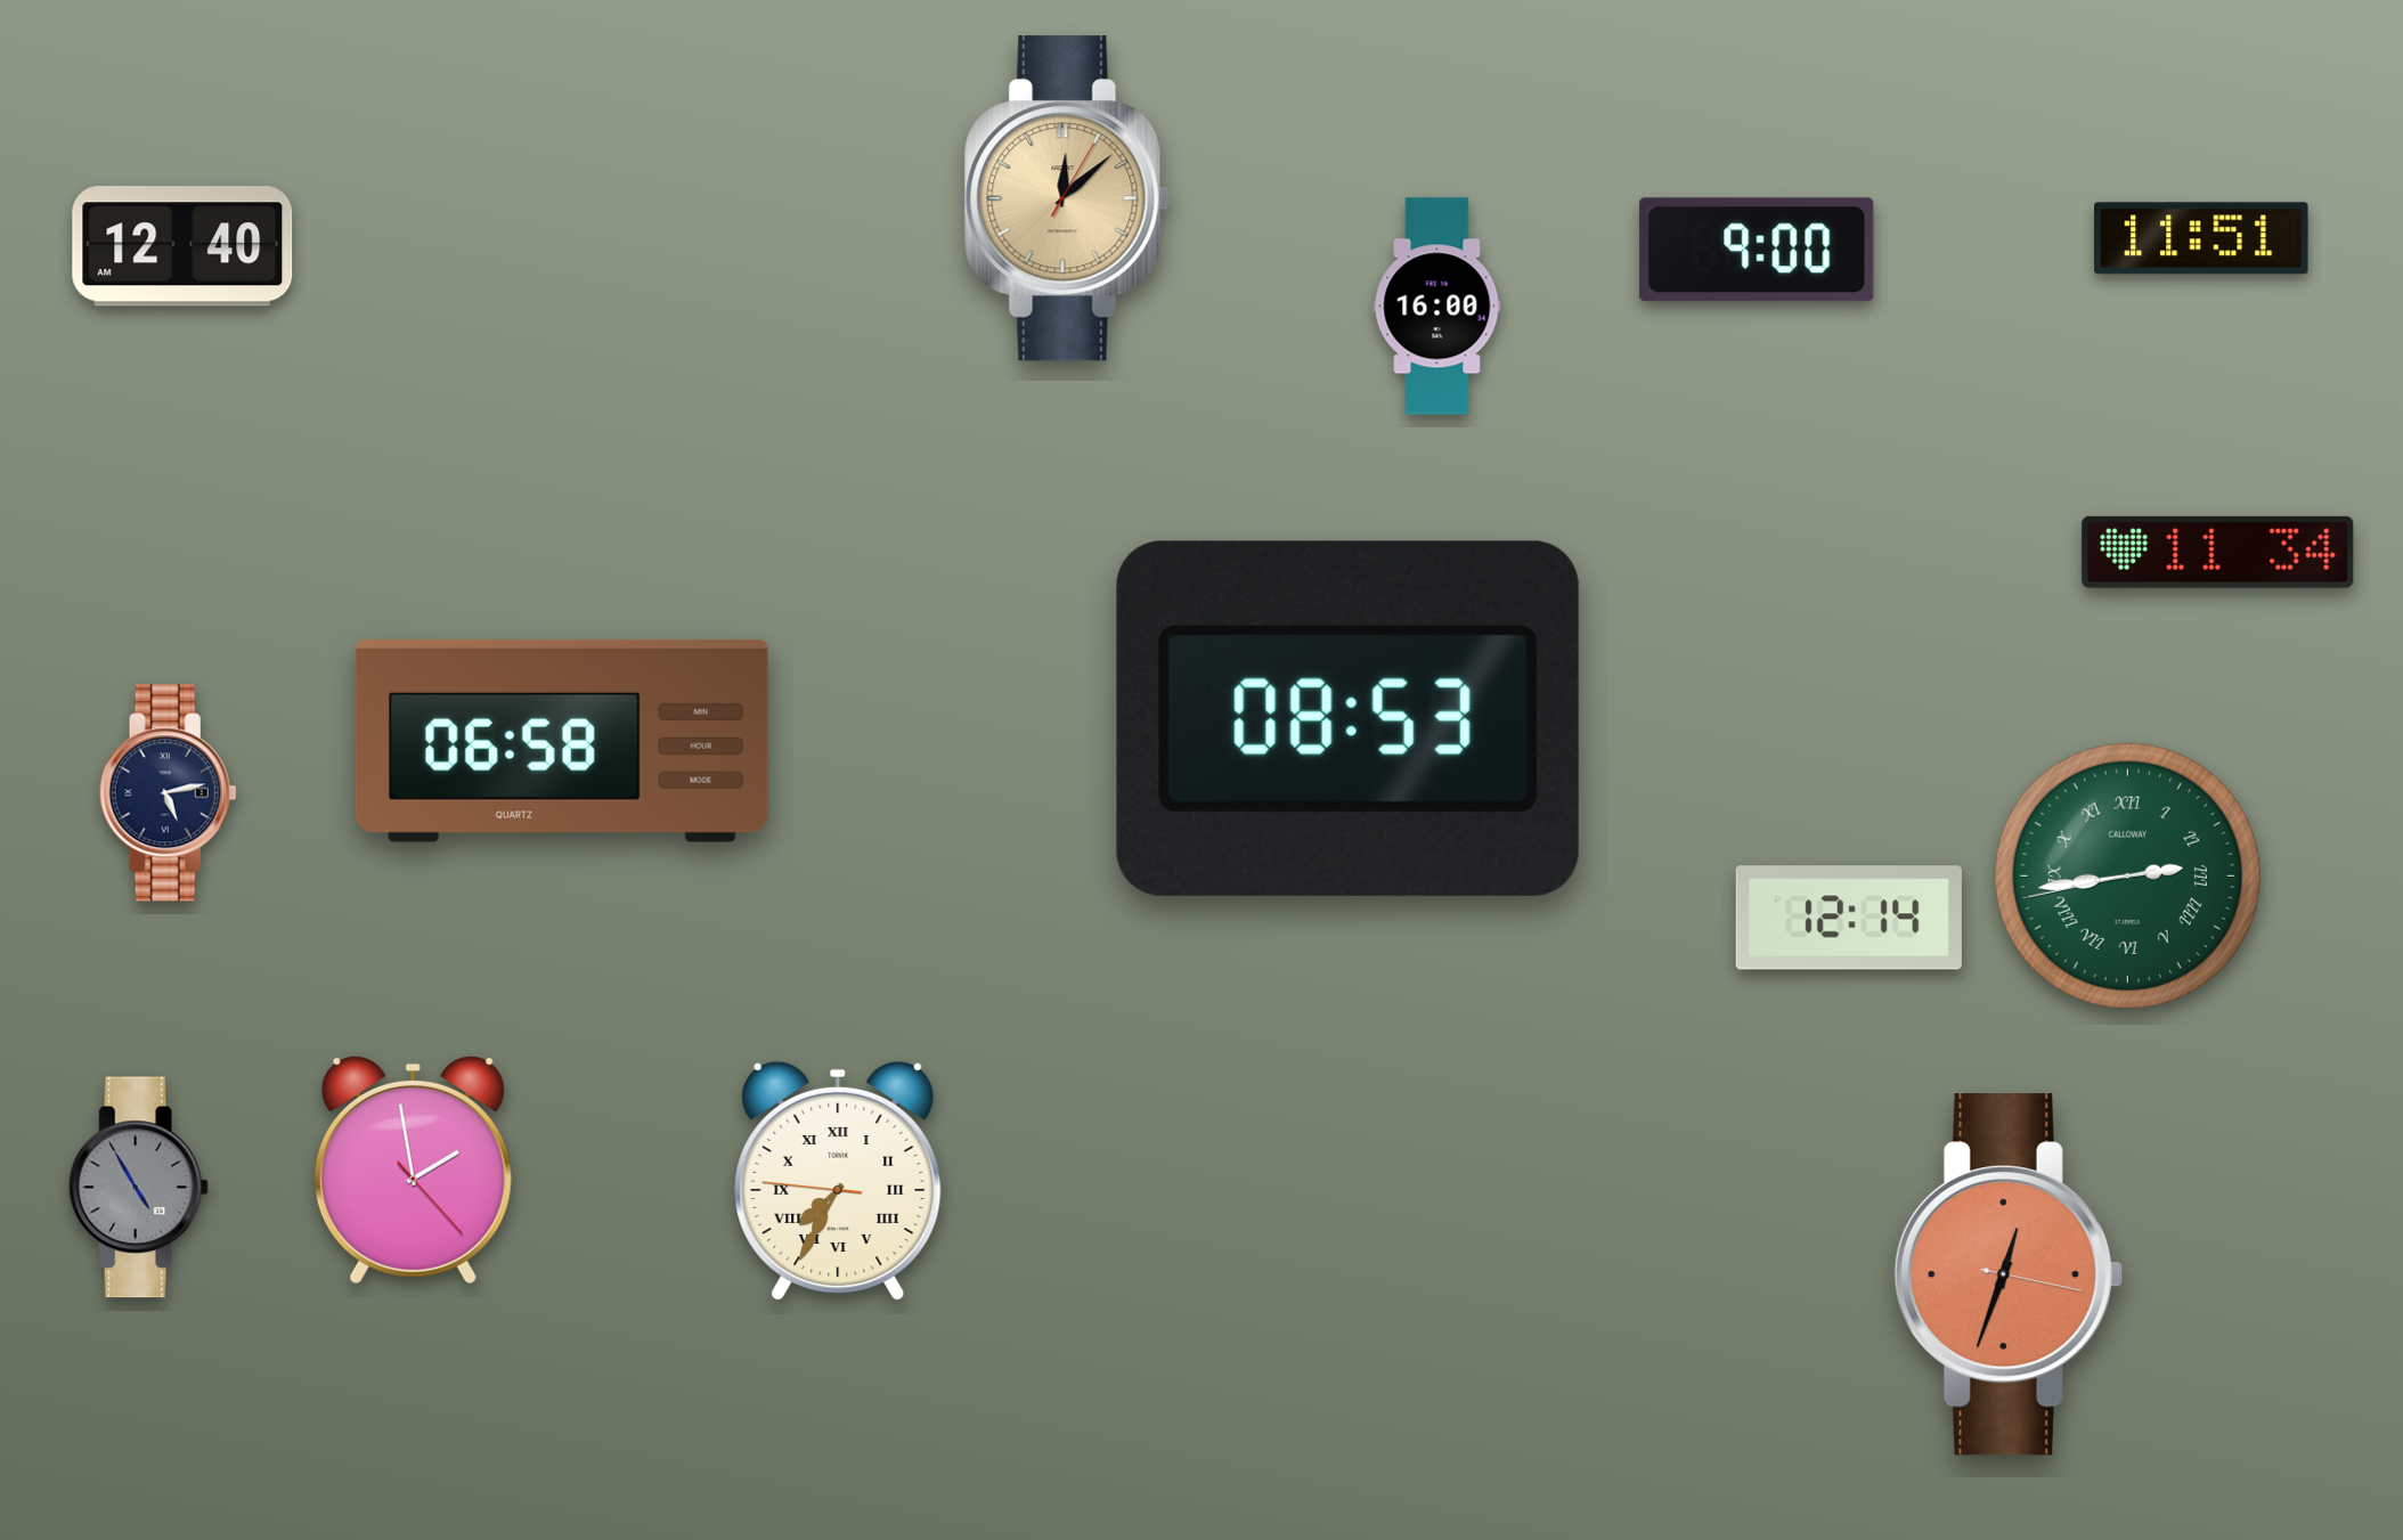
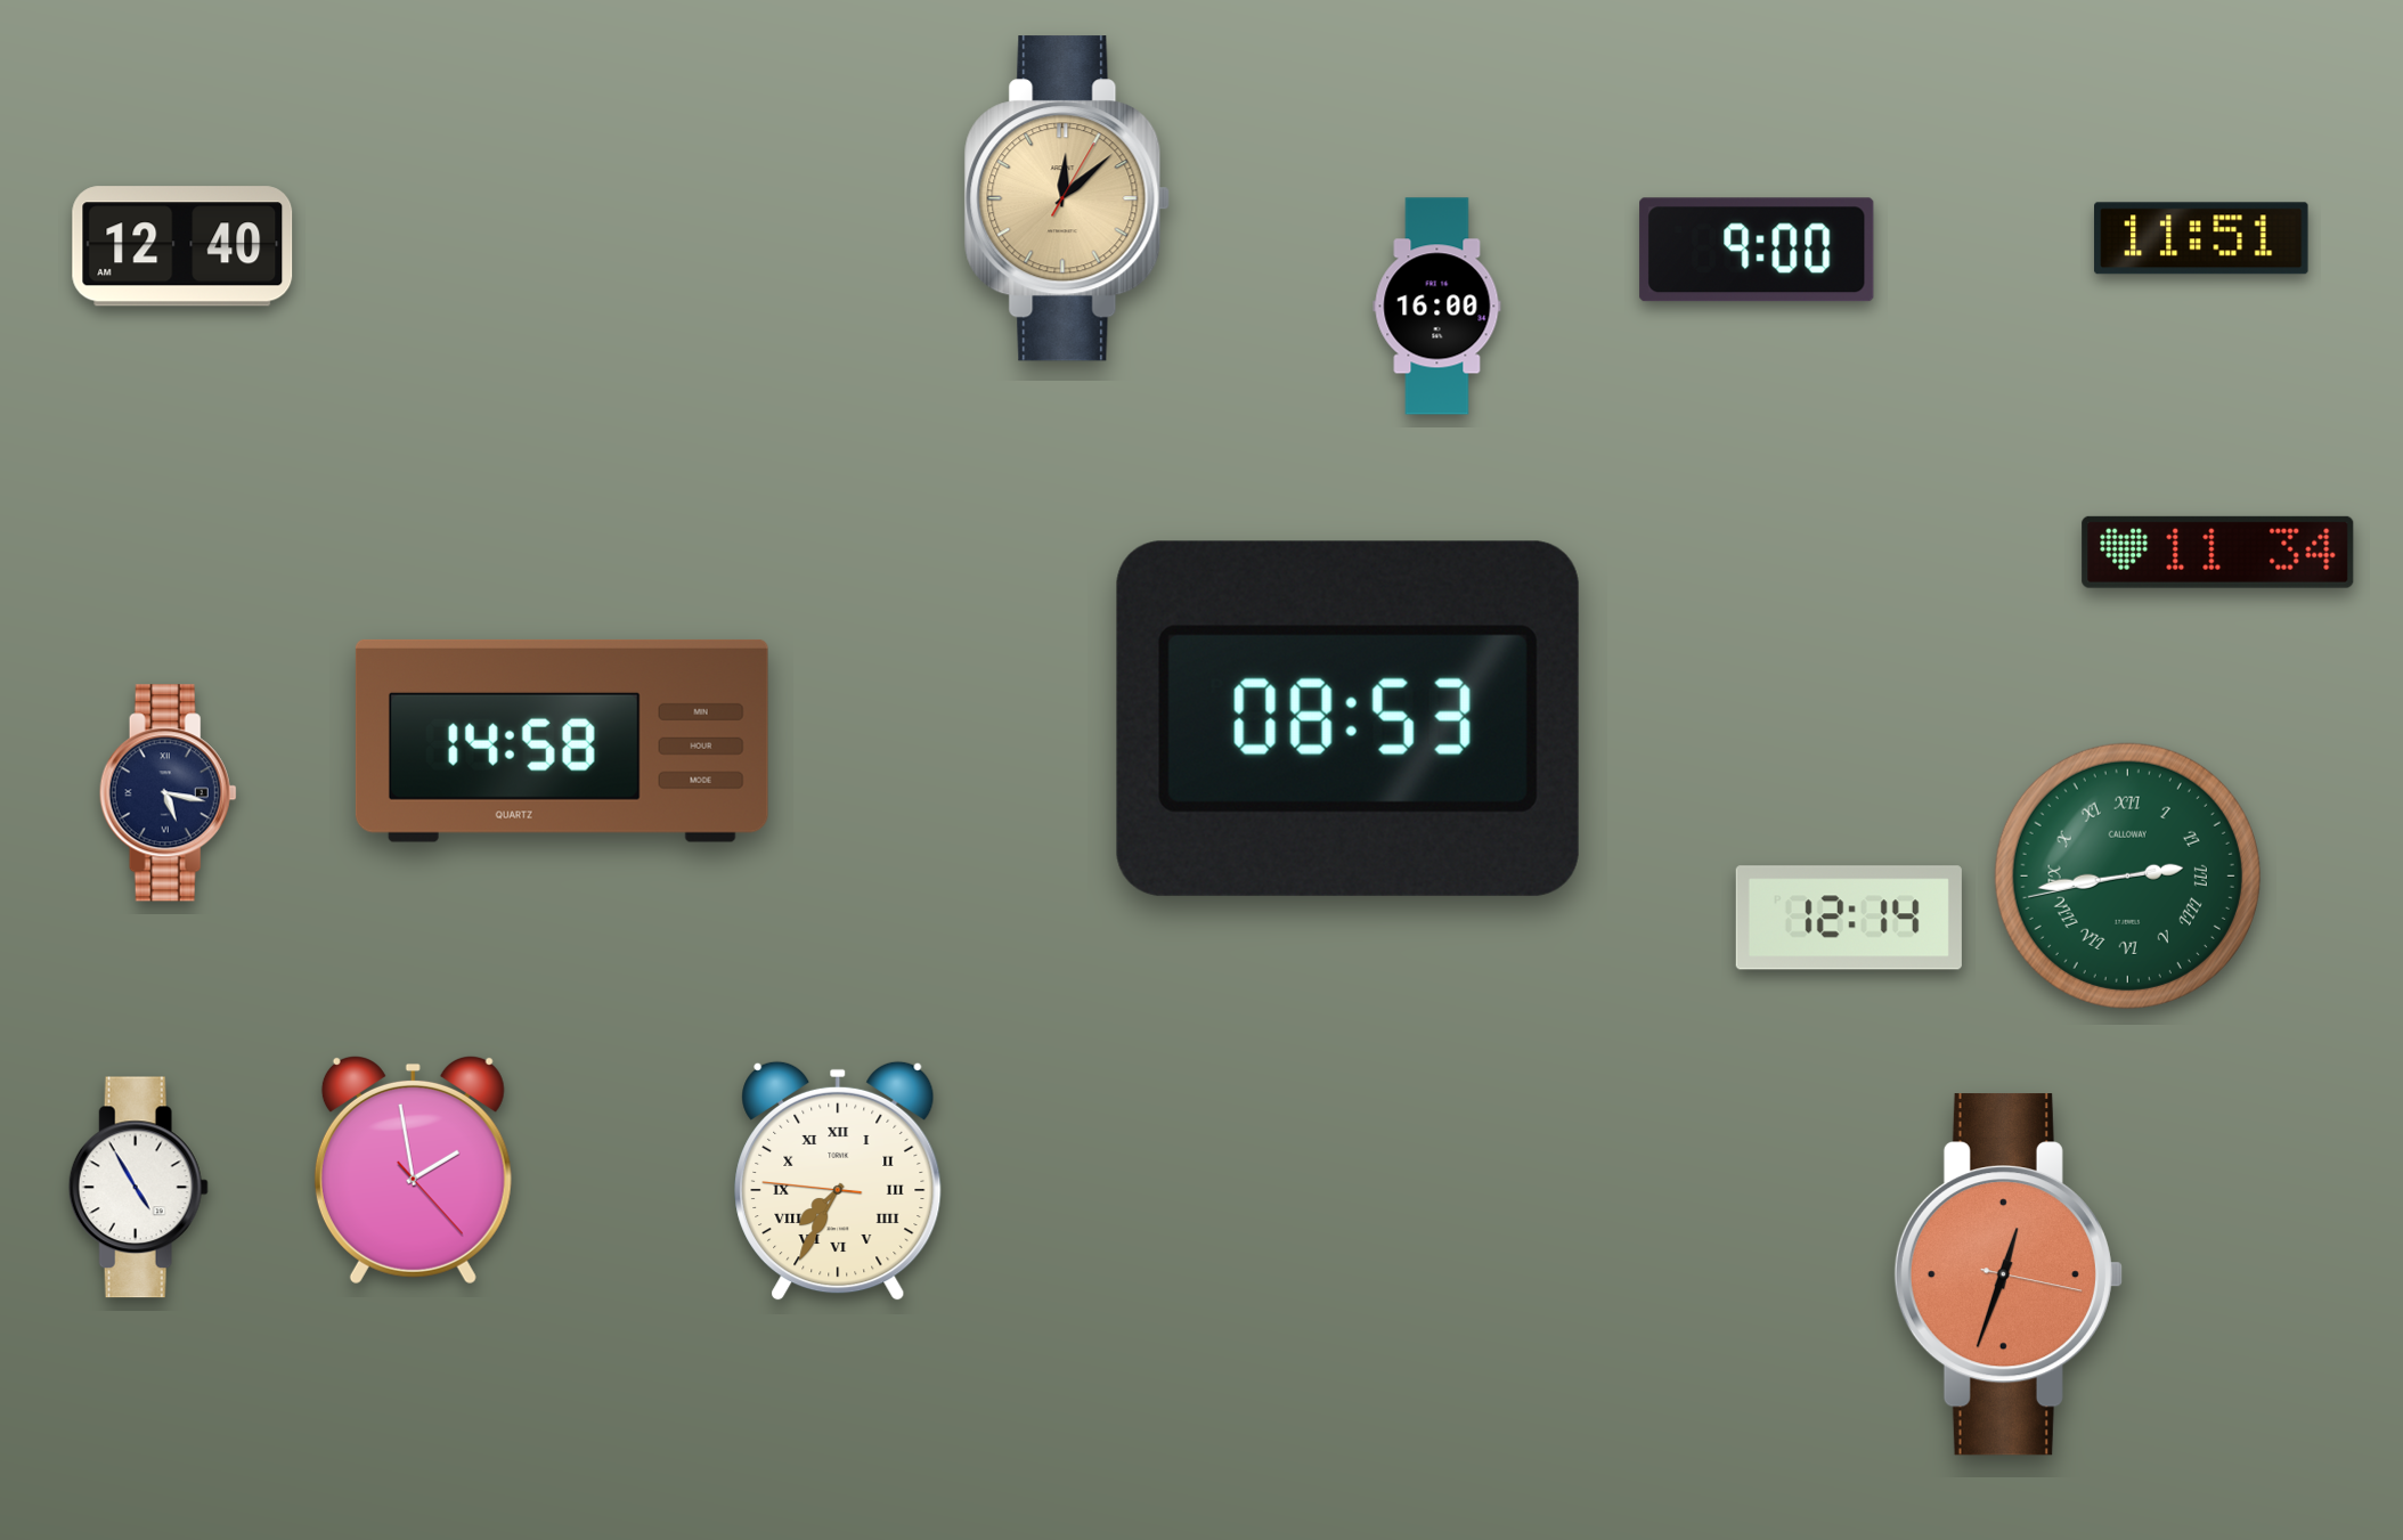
clock at (562, 741): 06:58 -> 14:58
clock at (168, 793): 5:13 -> 5:17
clock at (138, 1188) dial: grey -> white
